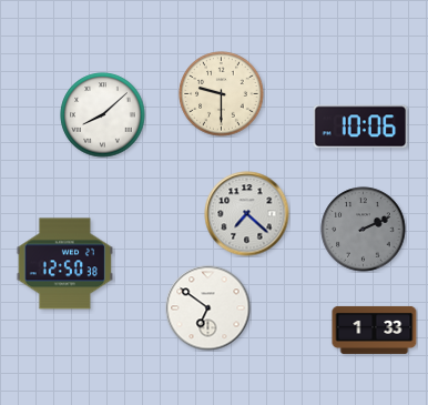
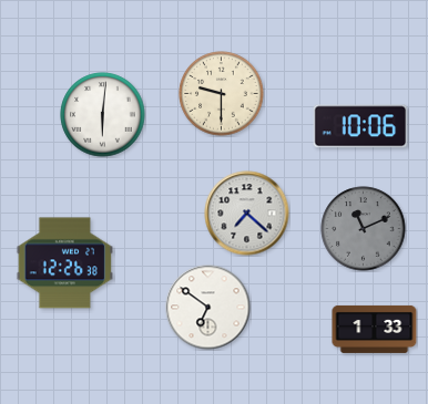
clock at (103, 115): 8:08 -> 6:01
clock at (364, 230): 2:11 -> 11:11
clock at (64, 264): 12:50 -> 12:26
